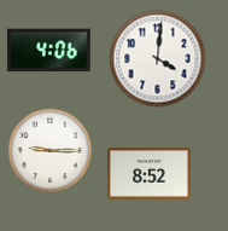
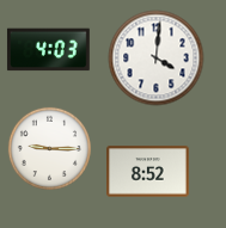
clock at (48, 51): 4:06 -> 4:03
